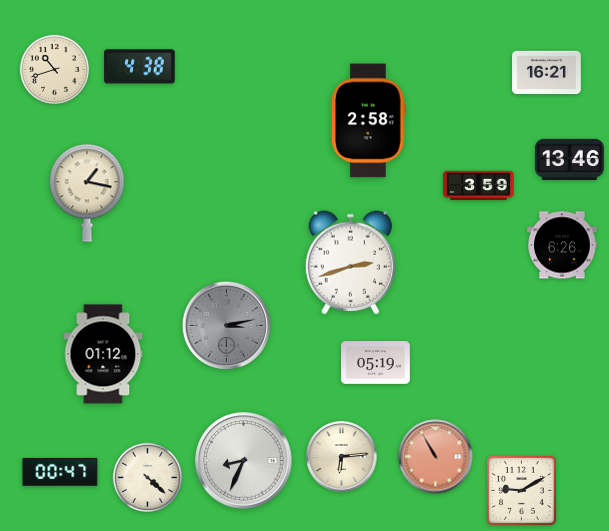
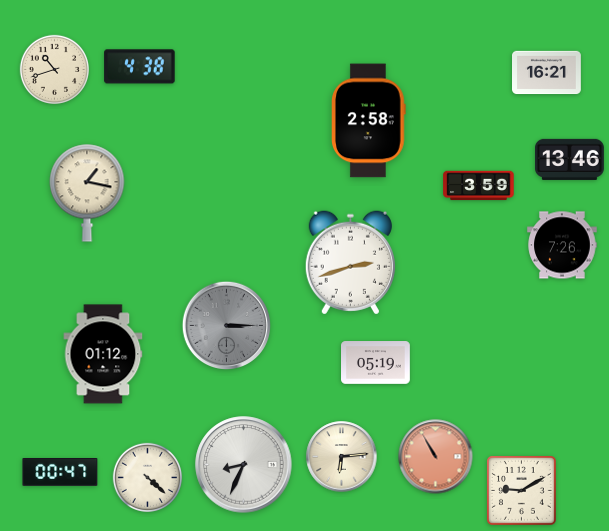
clock at (562, 245): 6:26 -> 7:26
clock at (227, 326): 3:13 -> 3:15
clock at (244, 461) position: (244, 461) -> (244, 465)
